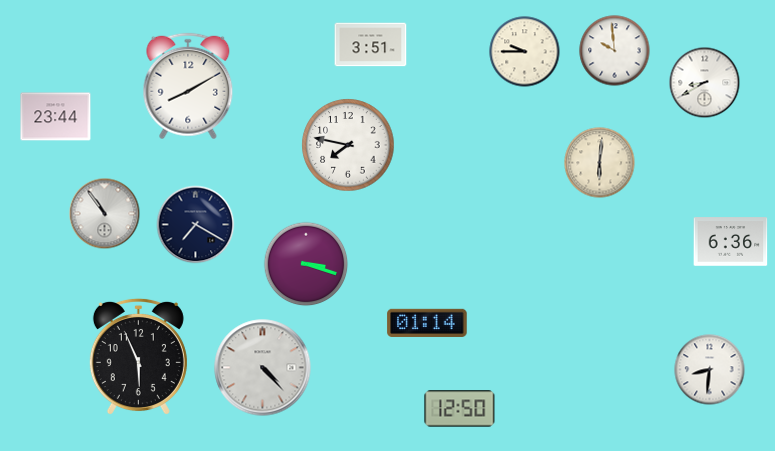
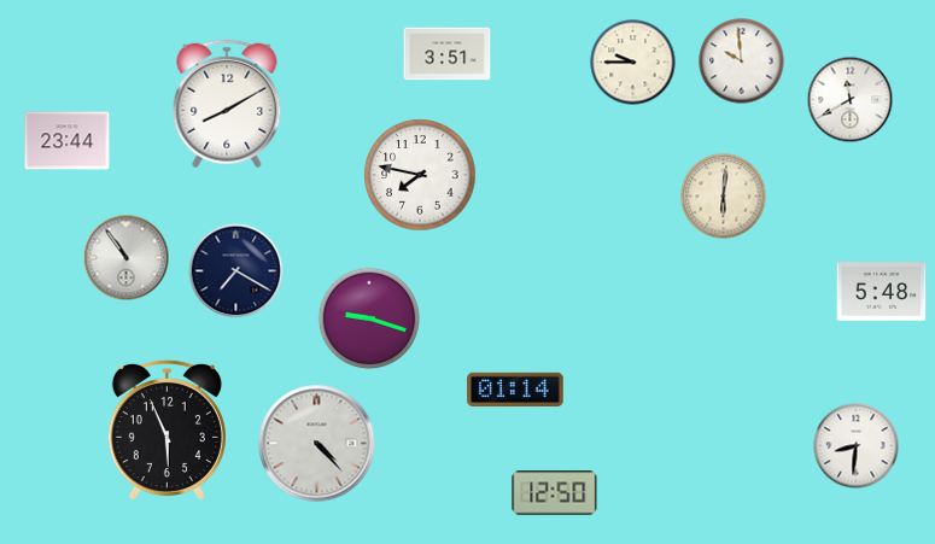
clock at (705, 83): 8:40 -> 11:40
clock at (731, 242): 6:36 -> 5:48
clock at (306, 264): 3:18 -> 9:18
